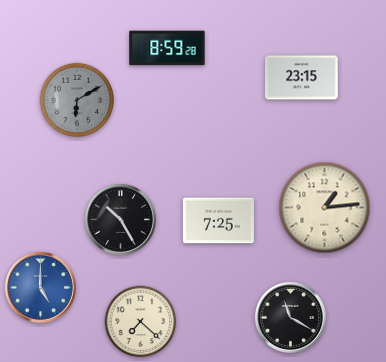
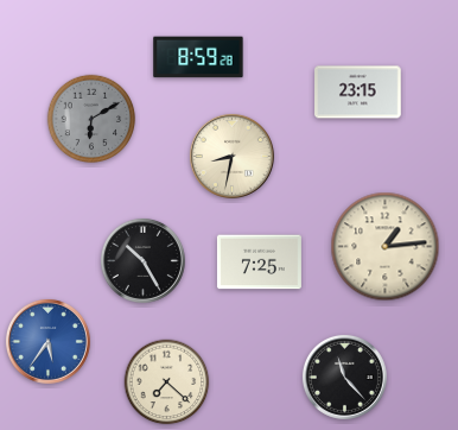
clock at (231, 156): none -> 8:32
clock at (40, 287): 5:00 -> 5:36
clock at (290, 317): 11:20 -> 11:23
